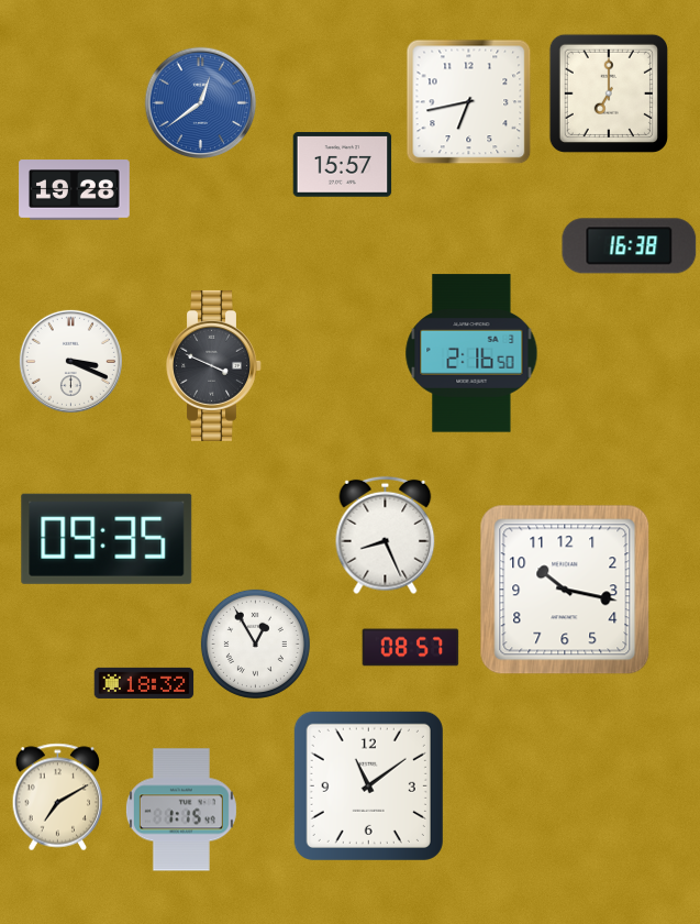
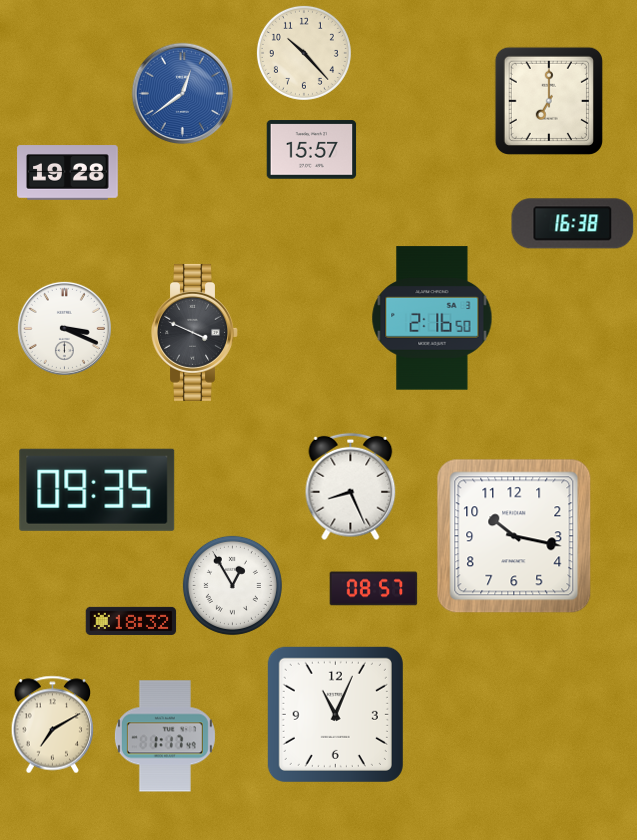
clock at (304, 53): none -> 10:23
clock at (609, 94) position: (609, 94) -> (549, 101)
clock at (469, 102): 6:43 -> none
clock at (471, 353) position: (471, 353) -> (432, 318)
clock at (368, 785): 11:09 -> 11:04
clock at (181, 810): 1:15 -> 1:17
